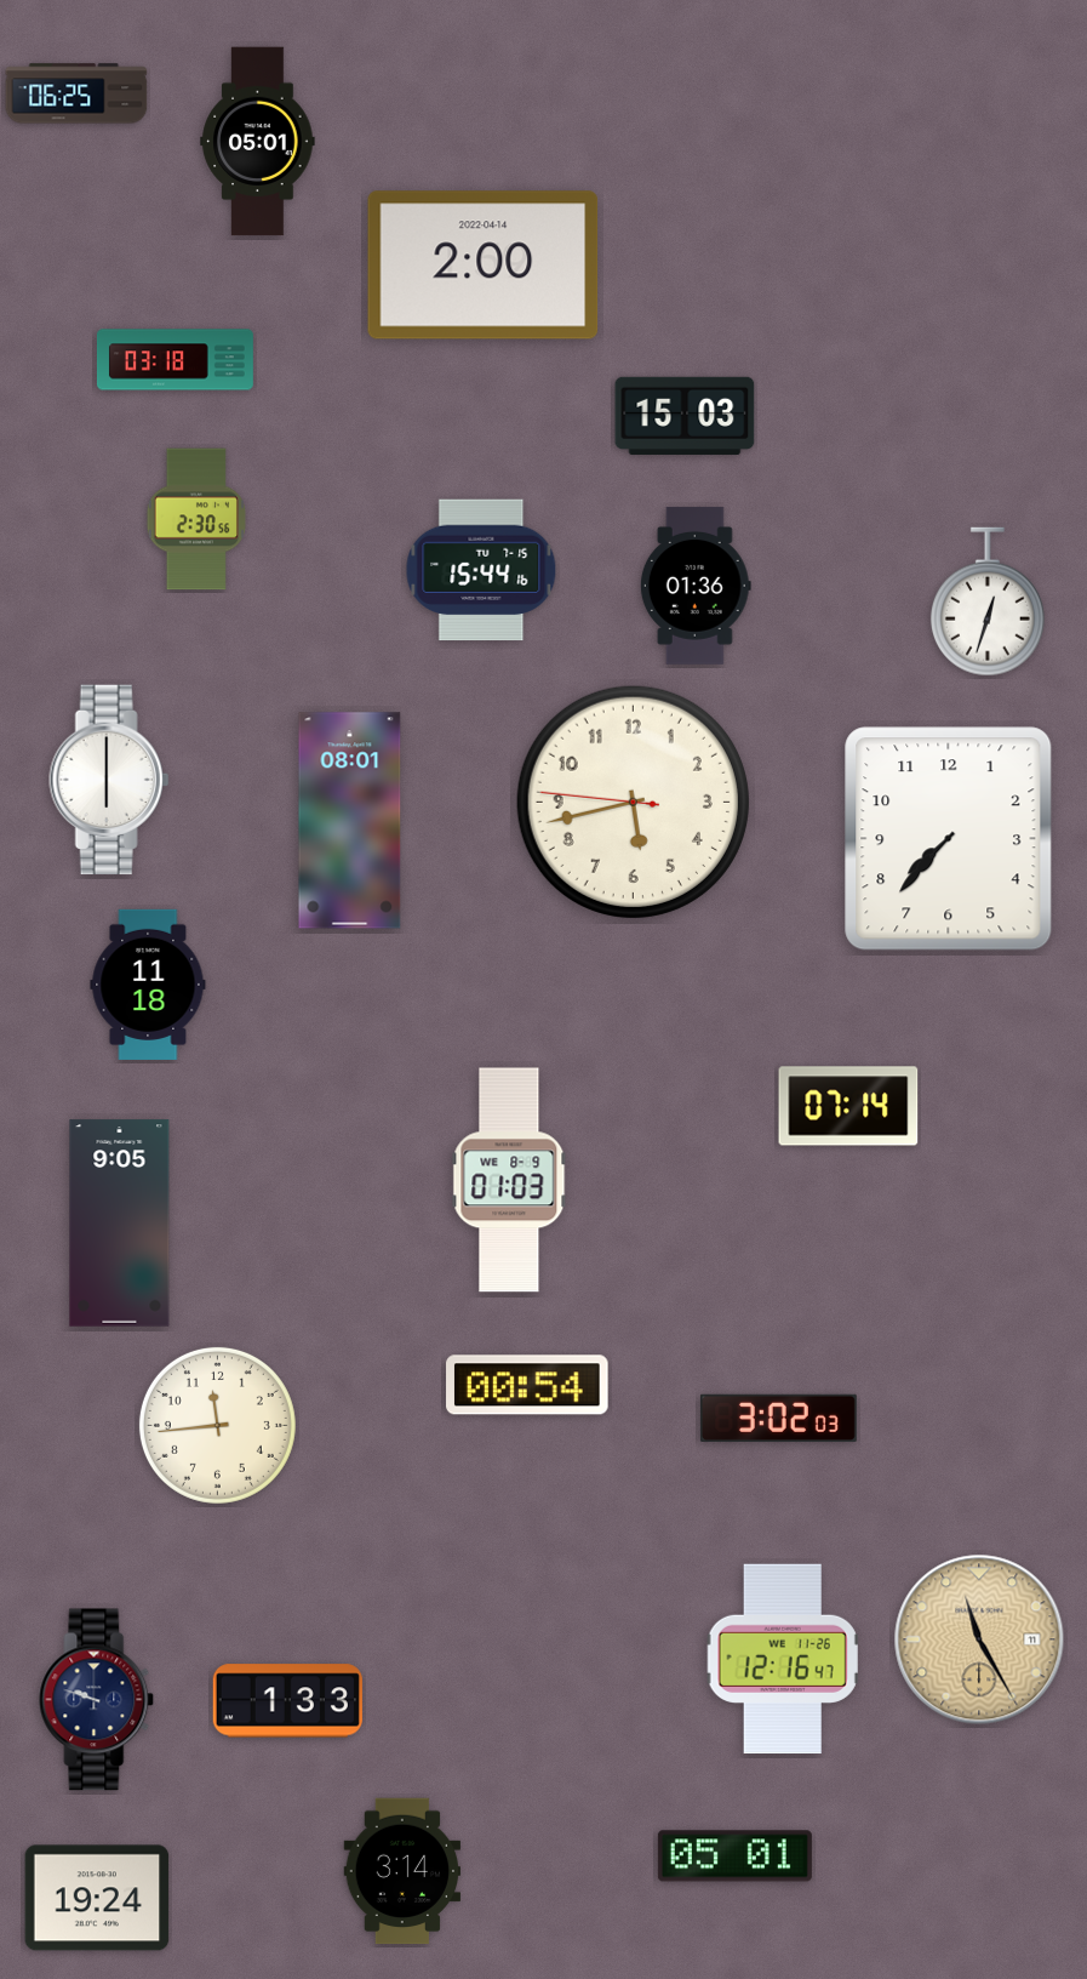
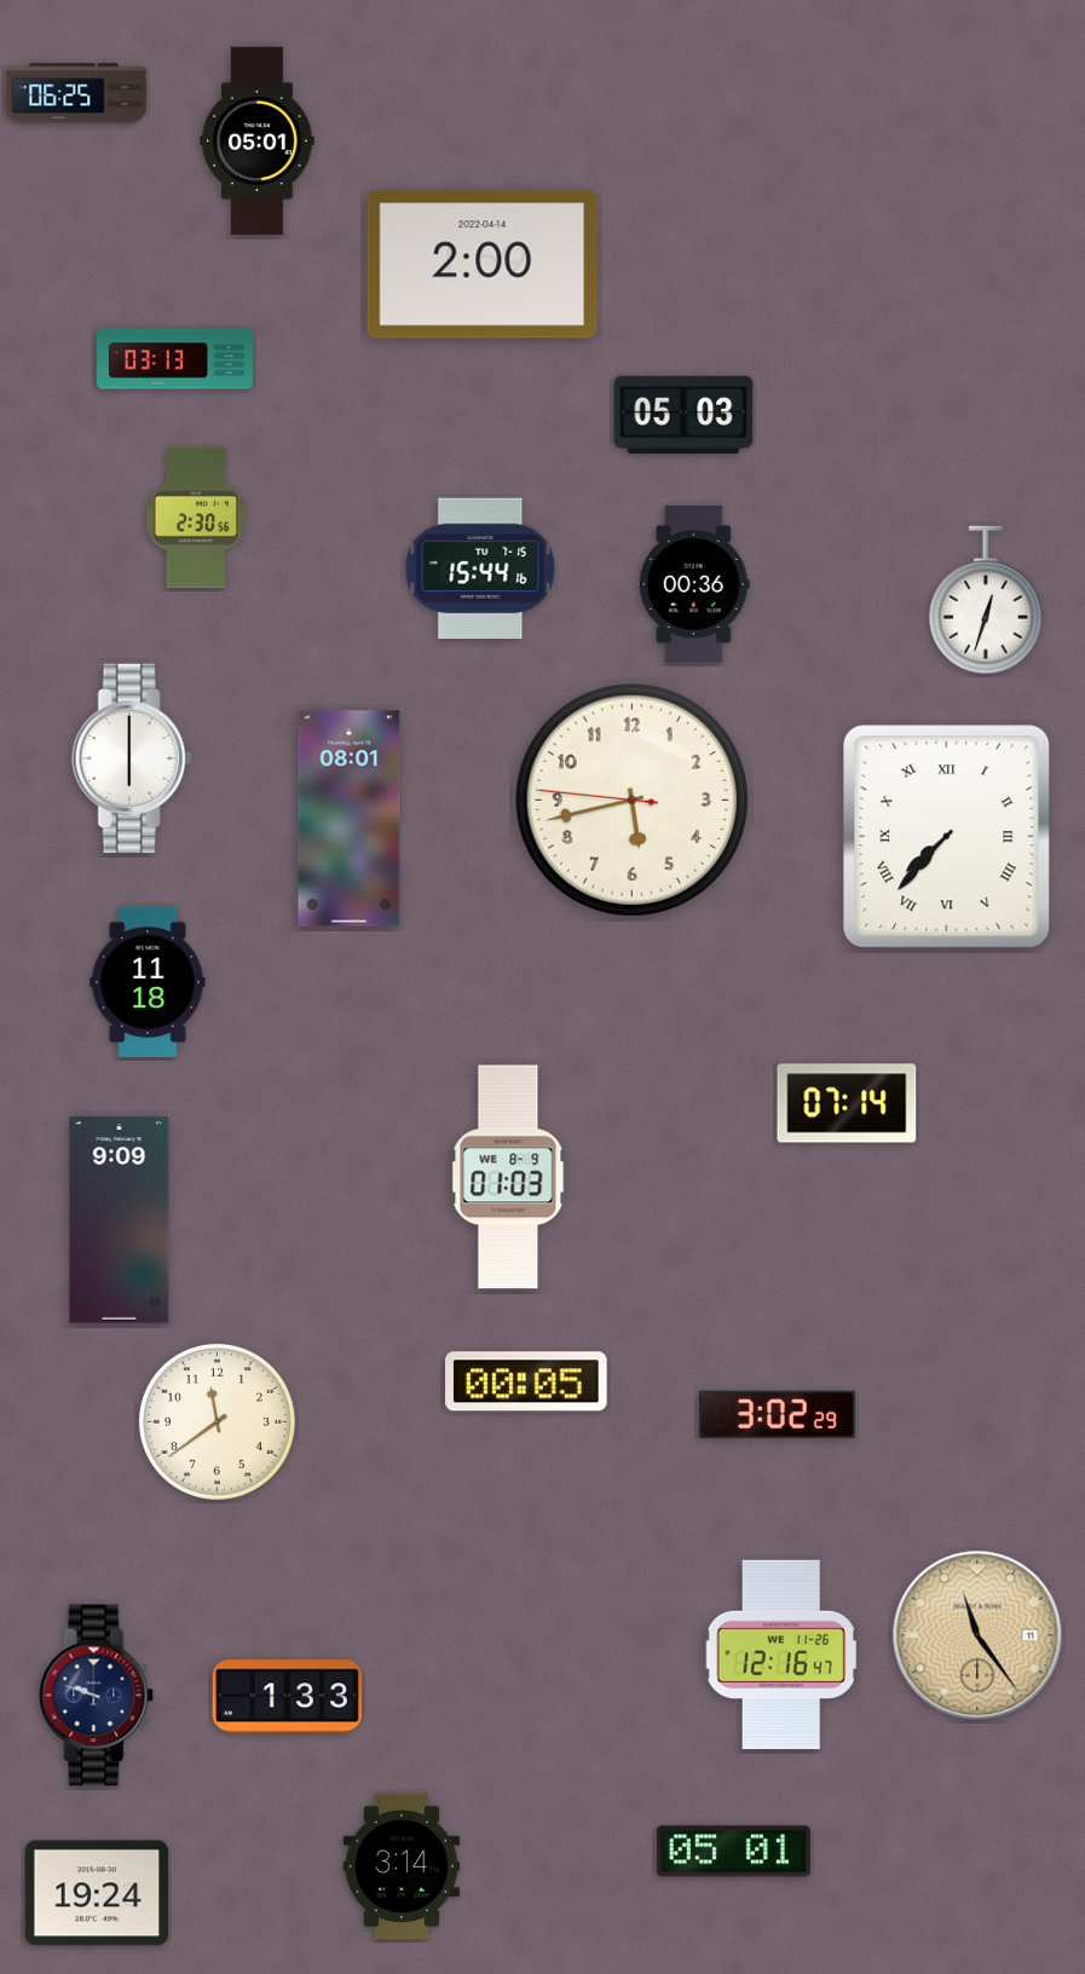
clock at (175, 360): 03:18 -> 03:13
clock at (685, 415): 15:03 -> 05:03
clock at (696, 586): 01:36 -> 00:36
clock at (109, 780) position: (109, 780) -> (132, 758)
clock at (949, 839) numerals: Arabic -> Roman
clock at (120, 1224): 9:05 -> 9:09
clock at (527, 1385): 00:54 -> 00:05
clock at (778, 1418): 3:02:03 -> 3:02:29
clock at (217, 1425): 11:44 -> 11:39
clock at (979, 1639): 11:25 -> 11:24
